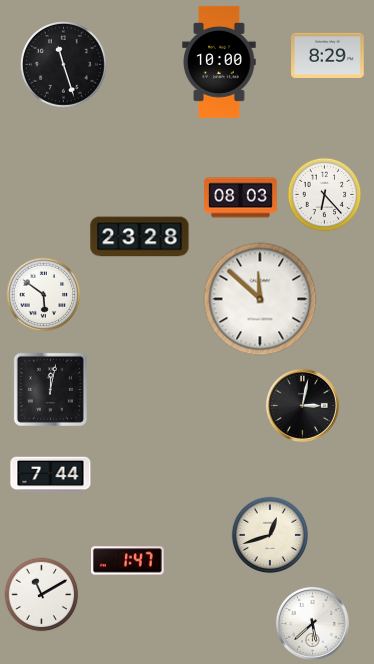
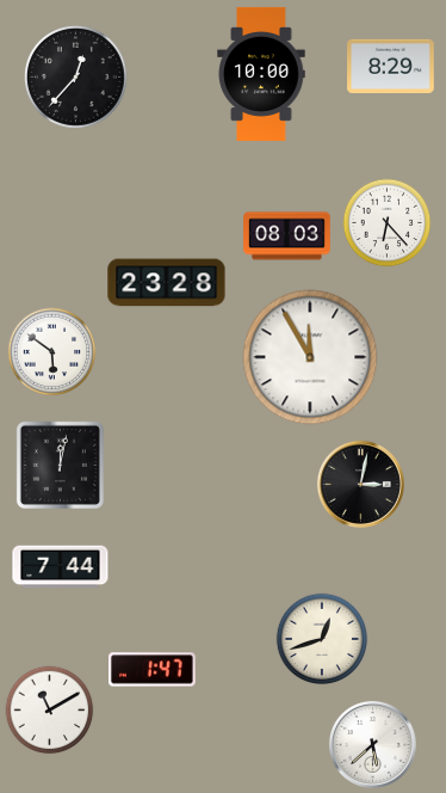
clock at (63, 64): 11:27 -> 12:37
clock at (325, 195) position: (325, 195) -> (388, 223)
clock at (260, 299): 11:52 -> 11:55
